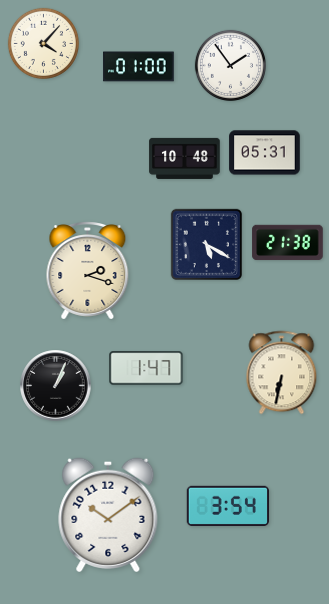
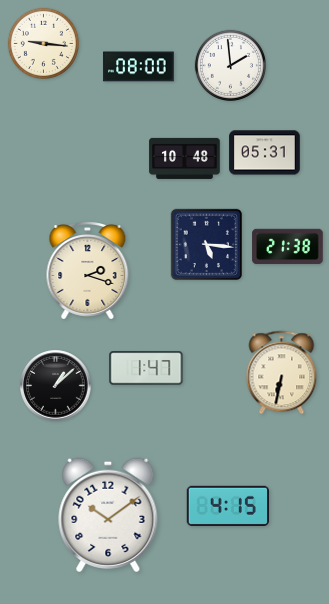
clock at (43, 43): 4:07 -> 9:16
clock at (230, 65): 1:54 -> 1:59
clock at (139, 67): 01:00 -> 08:00
clock at (288, 243) position: (288, 243) -> (288, 247)
clock at (207, 245): 5:20 -> 5:16
clock at (56, 386): 1:04 -> 1:08
clock at (227, 505): 3:54 -> 4:15
